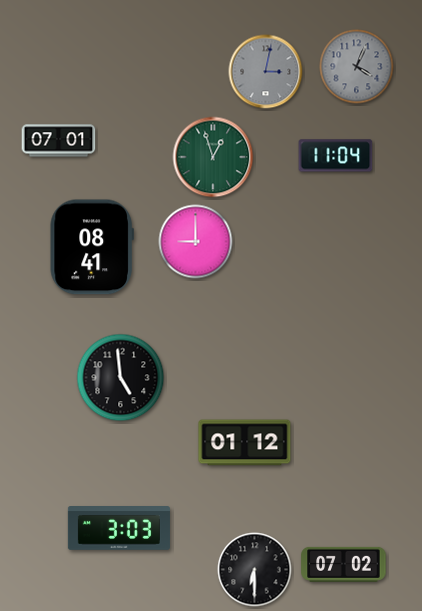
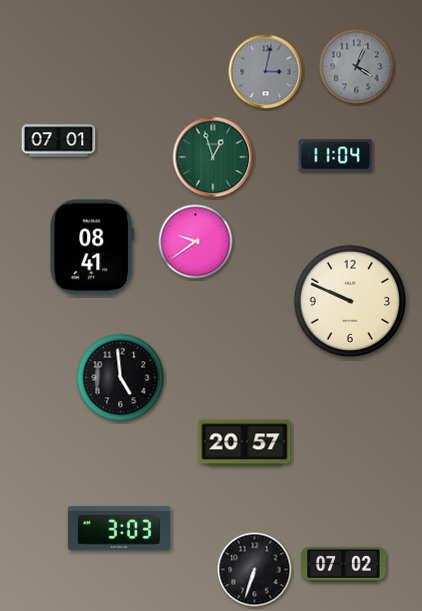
clock at (196, 242): 9:00 -> 9:39
clock at (350, 301): none -> 9:49
clock at (245, 443): 01:12 -> 20:57
clock at (255, 570): 6:30 -> 6:33
